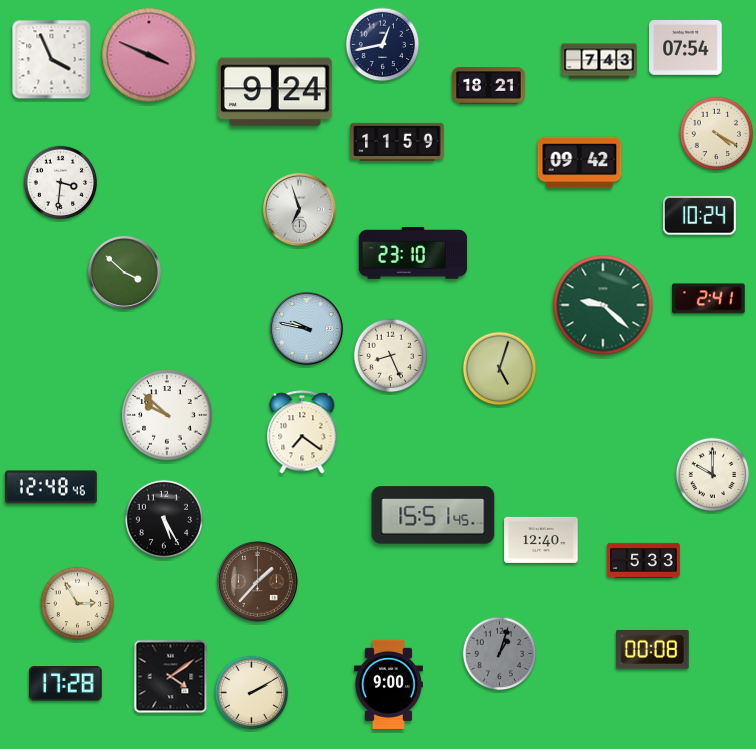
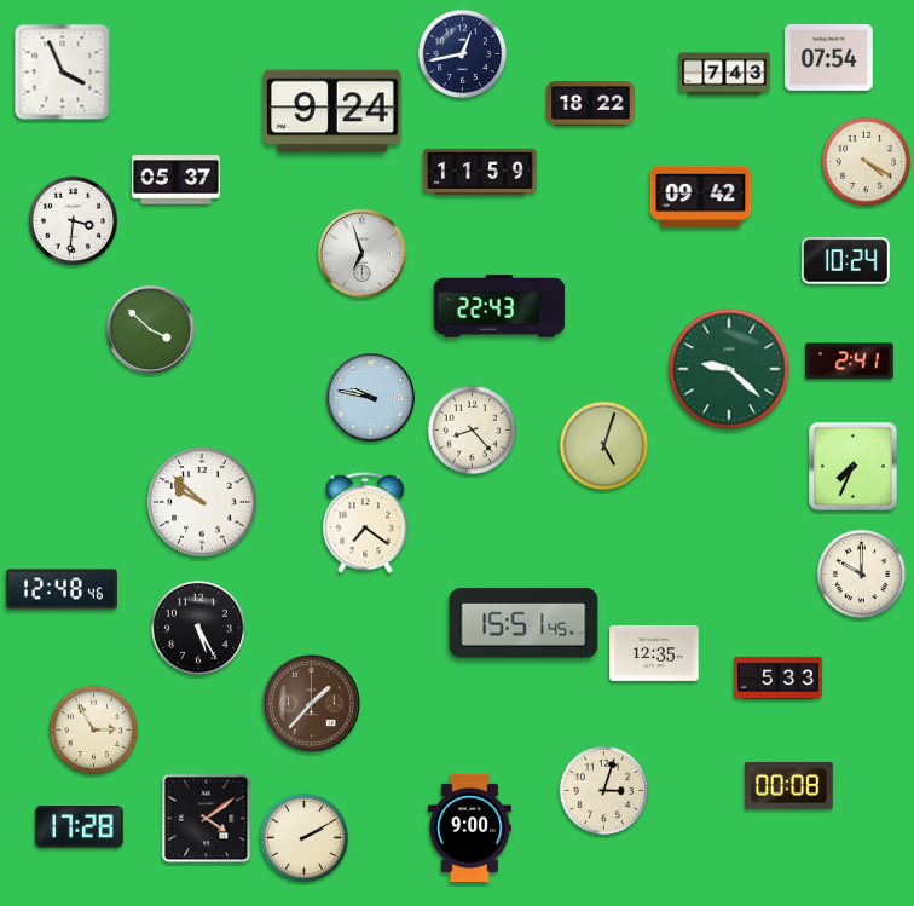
clock at (149, 55): 3:49 -> none
clock at (489, 86): 18:21 -> 18:22
clock at (177, 180): none -> 05:37
clock at (412, 253): 23:10 -> 22:43
clock at (709, 299) position: (709, 299) -> (850, 362)
clock at (391, 356): 8:26 -> 8:23
clock at (854, 467): none -> 7:34
clock at (541, 540): 12:40 -> 12:35
clock at (500, 654): 1:03 -> 3:03
clock at (500, 654) dial: grey -> cream
